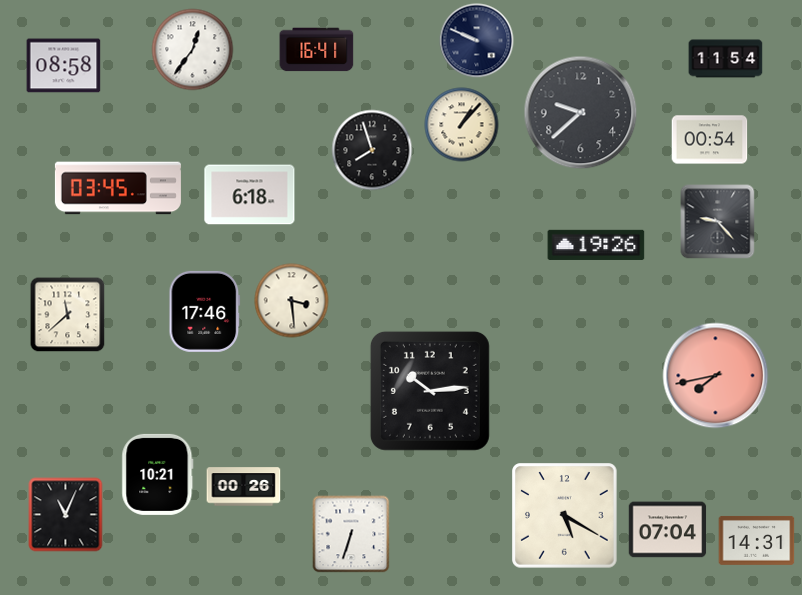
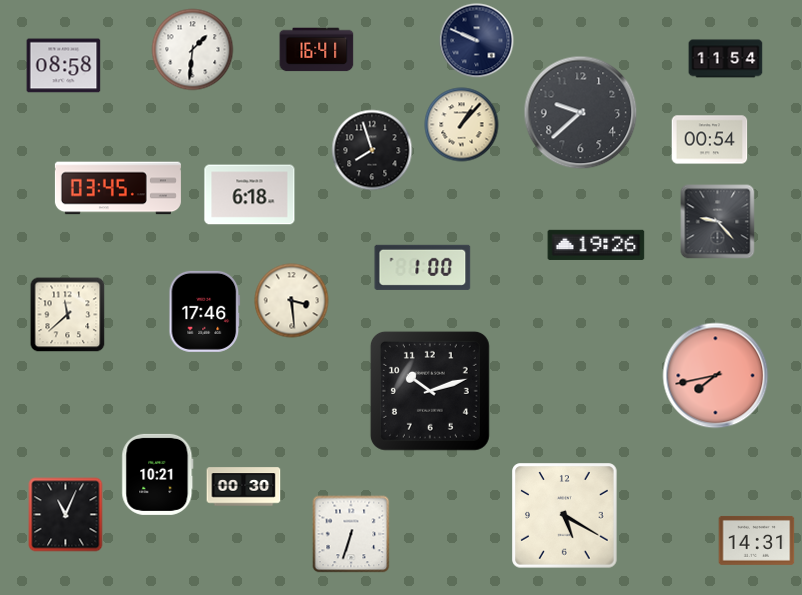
clock at (193, 50): 12:36 -> 1:31
clock at (423, 267): none -> 1:00
clock at (430, 391): 10:14 -> 10:12
clock at (244, 487): 00:26 -> 00:30
clock at (668, 530): 07:04 -> none
